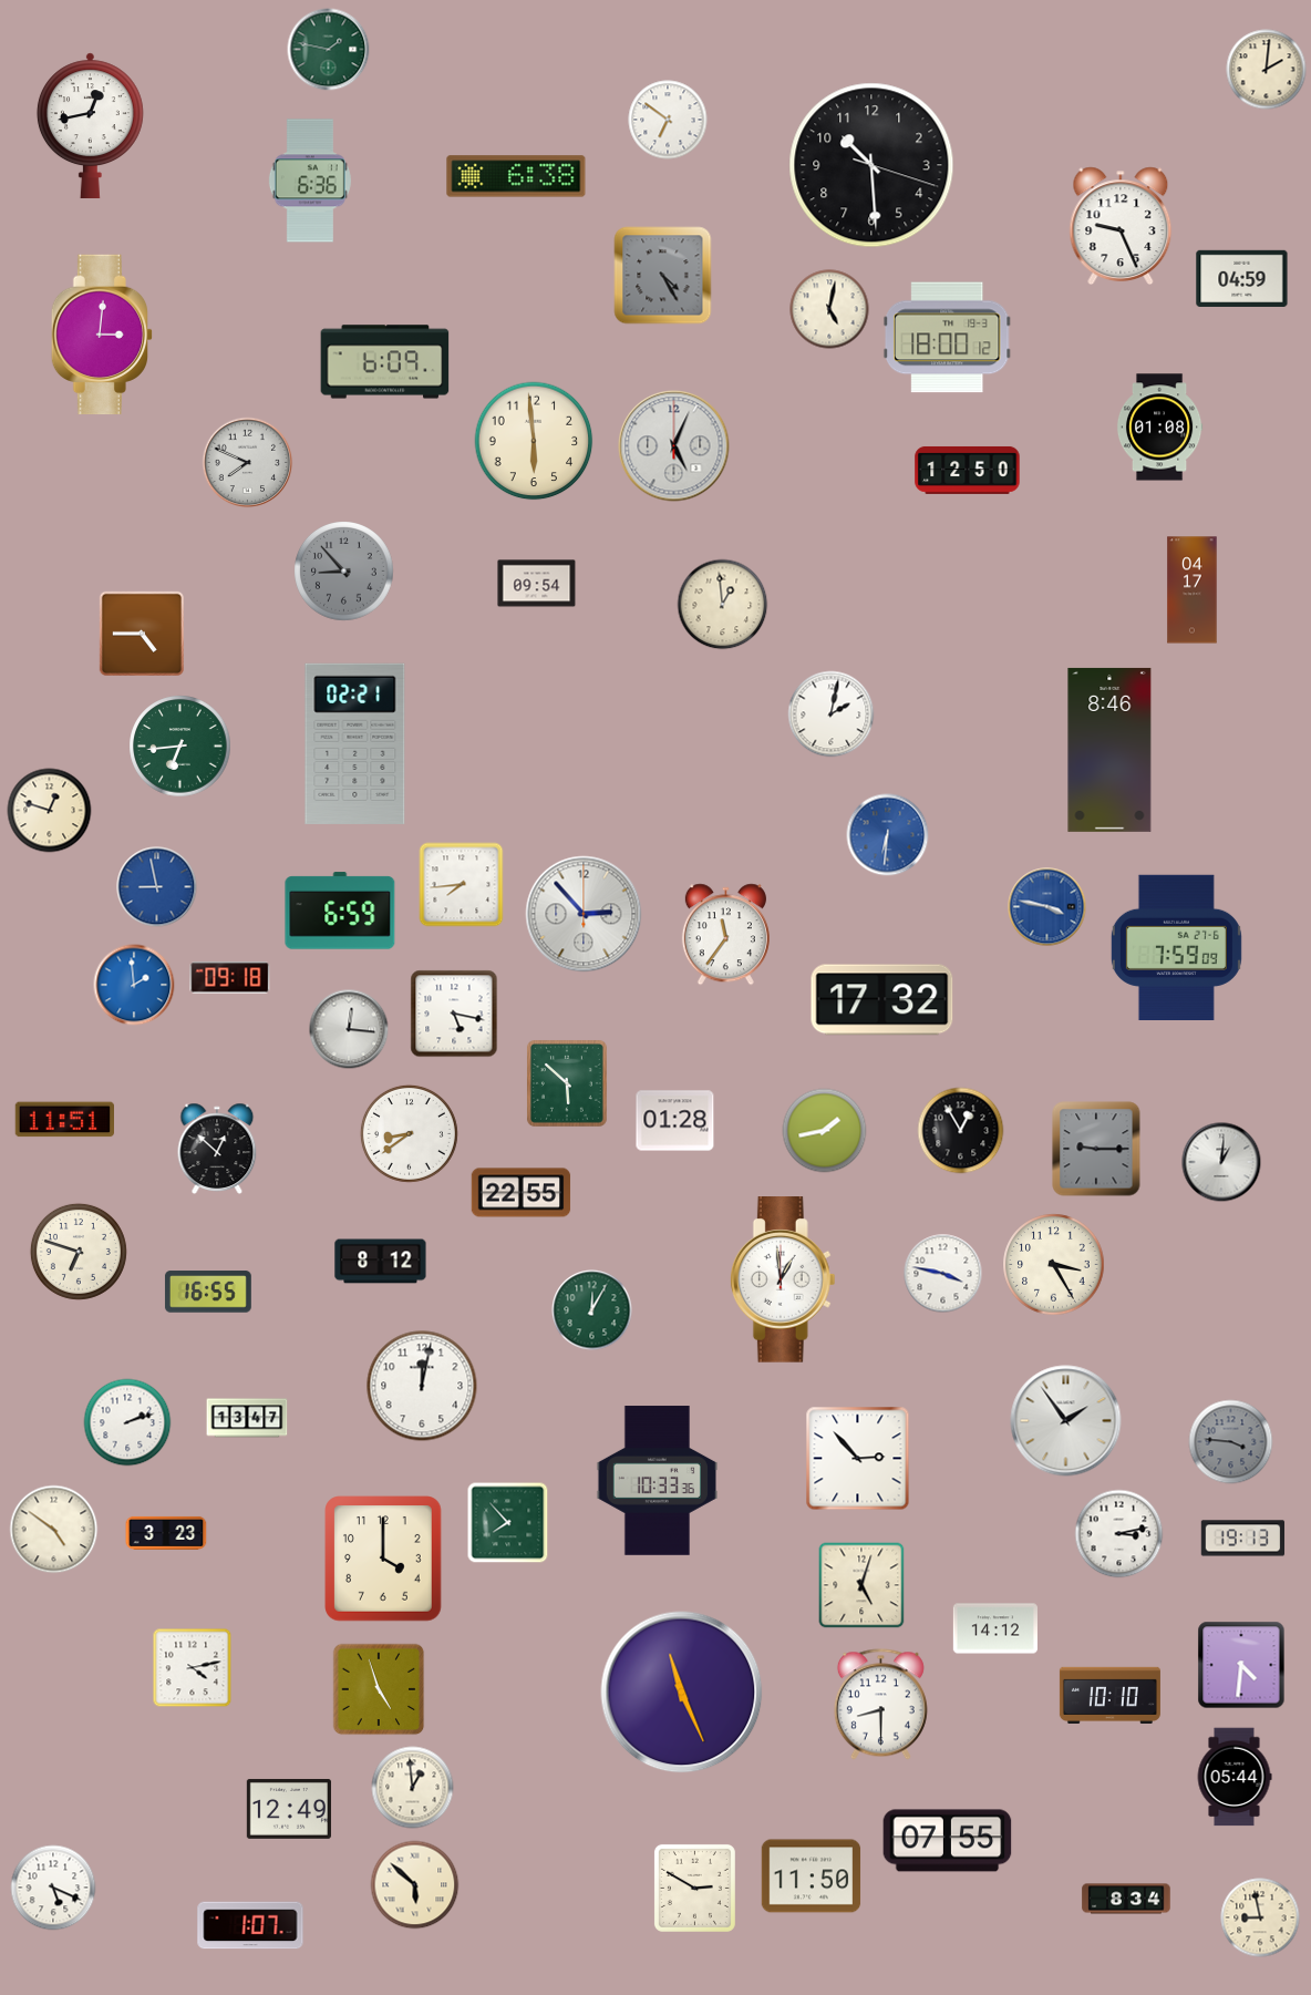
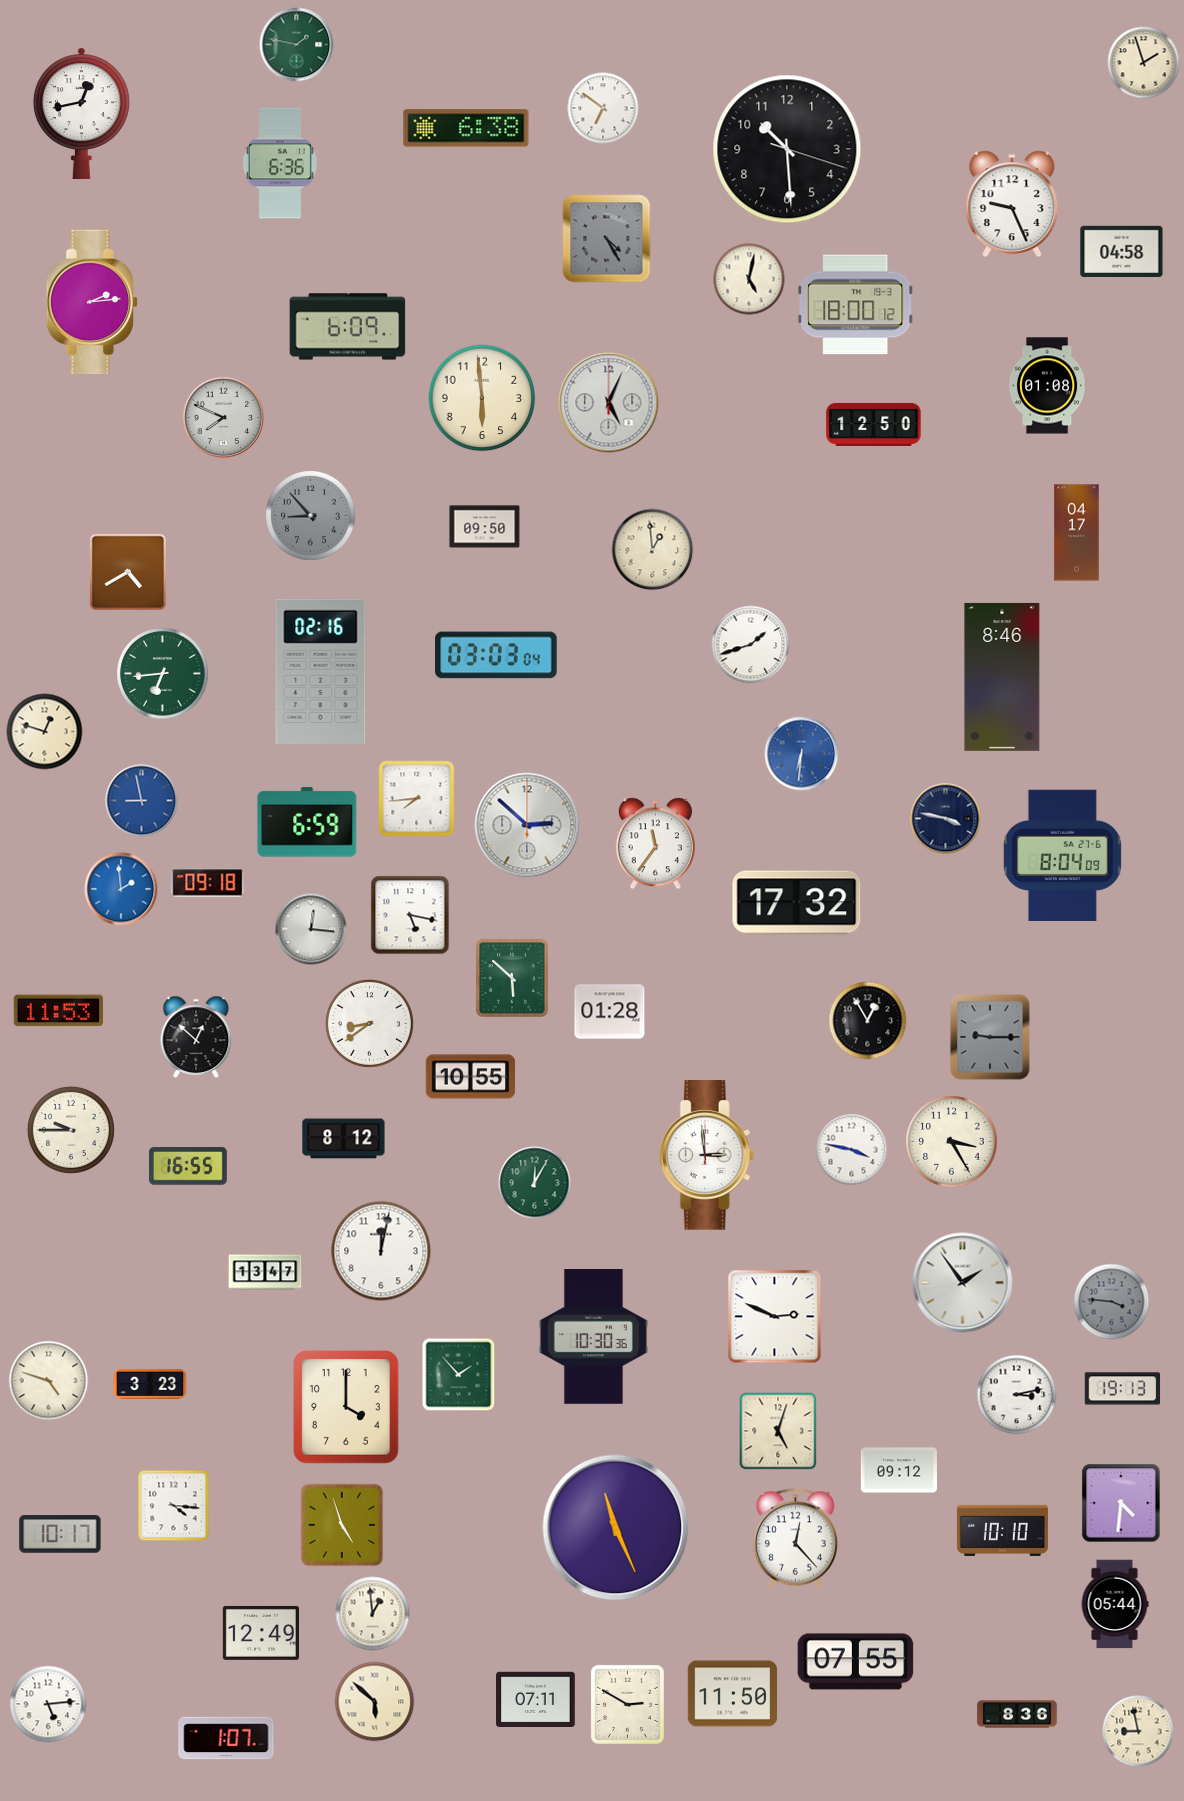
clock at (1267, 70): 2:01 -> 1:57
clock at (516, 176) position: (516, 176) -> (466, 128)
clock at (663, 276) position: (663, 276) -> (607, 239)
clock at (1242, 278): 04:59 -> 04:58
clock at (101, 335): 3:01 -> 2:14
clock at (537, 584): 09:54 -> 09:50
clock at (723, 605) position: (723, 605) -> (653, 550)
clock at (142, 634): 4:45 -> 4:40
clock at (832, 714): 2:02 -> 1:42
clock at (496, 655): none -> 03:03
clock at (355, 743): 02:21 -> 02:16
clock at (1047, 907) dial: blue -> navy
clock at (584, 914): 2:53 -> 2:52
clock at (1176, 947): 7:59 -> 8:04
clock at (349, 1029) position: (349, 1029) -> (311, 929)
clock at (64, 1120): 11:51 -> 11:53
clock at (825, 1131): 1:43 -> none
clock at (1221, 1162): 1:01 -> none
clock at (522, 1193): 22:55 -> 10:55
clock at (79, 1252): 6:48 -> 9:45
clock at (783, 1279): 12:59 -> 2:59
clock at (247, 1418) position: (247, 1418) -> (265, 1272)
clock at (127, 1422): 2:12 -> none
clock at (858, 1459): 2:53 -> 2:49
clock at (657, 1481): 10:33 -> 10:30
clock at (508, 1523): 7:53 -> 1:53
clock at (54, 1530): 4:51 -> 4:48
clock at (1119, 1534) position: (1119, 1534) -> (1017, 1395)
clock at (995, 1628): 14:12 -> 09:12
clock at (193, 1668): 4:13 -> 4:16
clock at (60, 1534): none -> 10:17
clock at (880, 1705): 8:30 -> 12:23
clock at (536, 1700): none -> 07:11
clock at (53, 1888): 5:19 -> 5:14
clock at (1126, 1899): 8:34 -> 8:36
